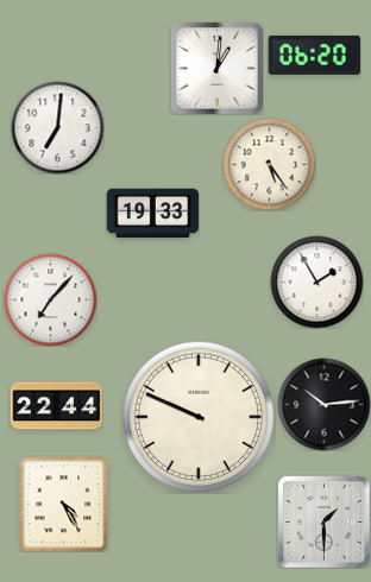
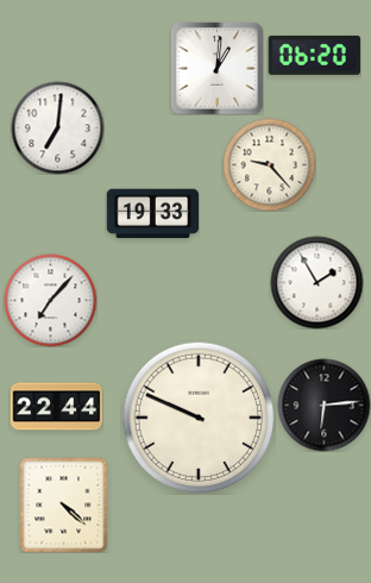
clock at (269, 164): 5:24 -> 9:23
clock at (323, 404): 10:14 -> 6:14
clock at (64, 504): 4:25 -> 4:22
clock at (323, 521): 1:30 -> none
